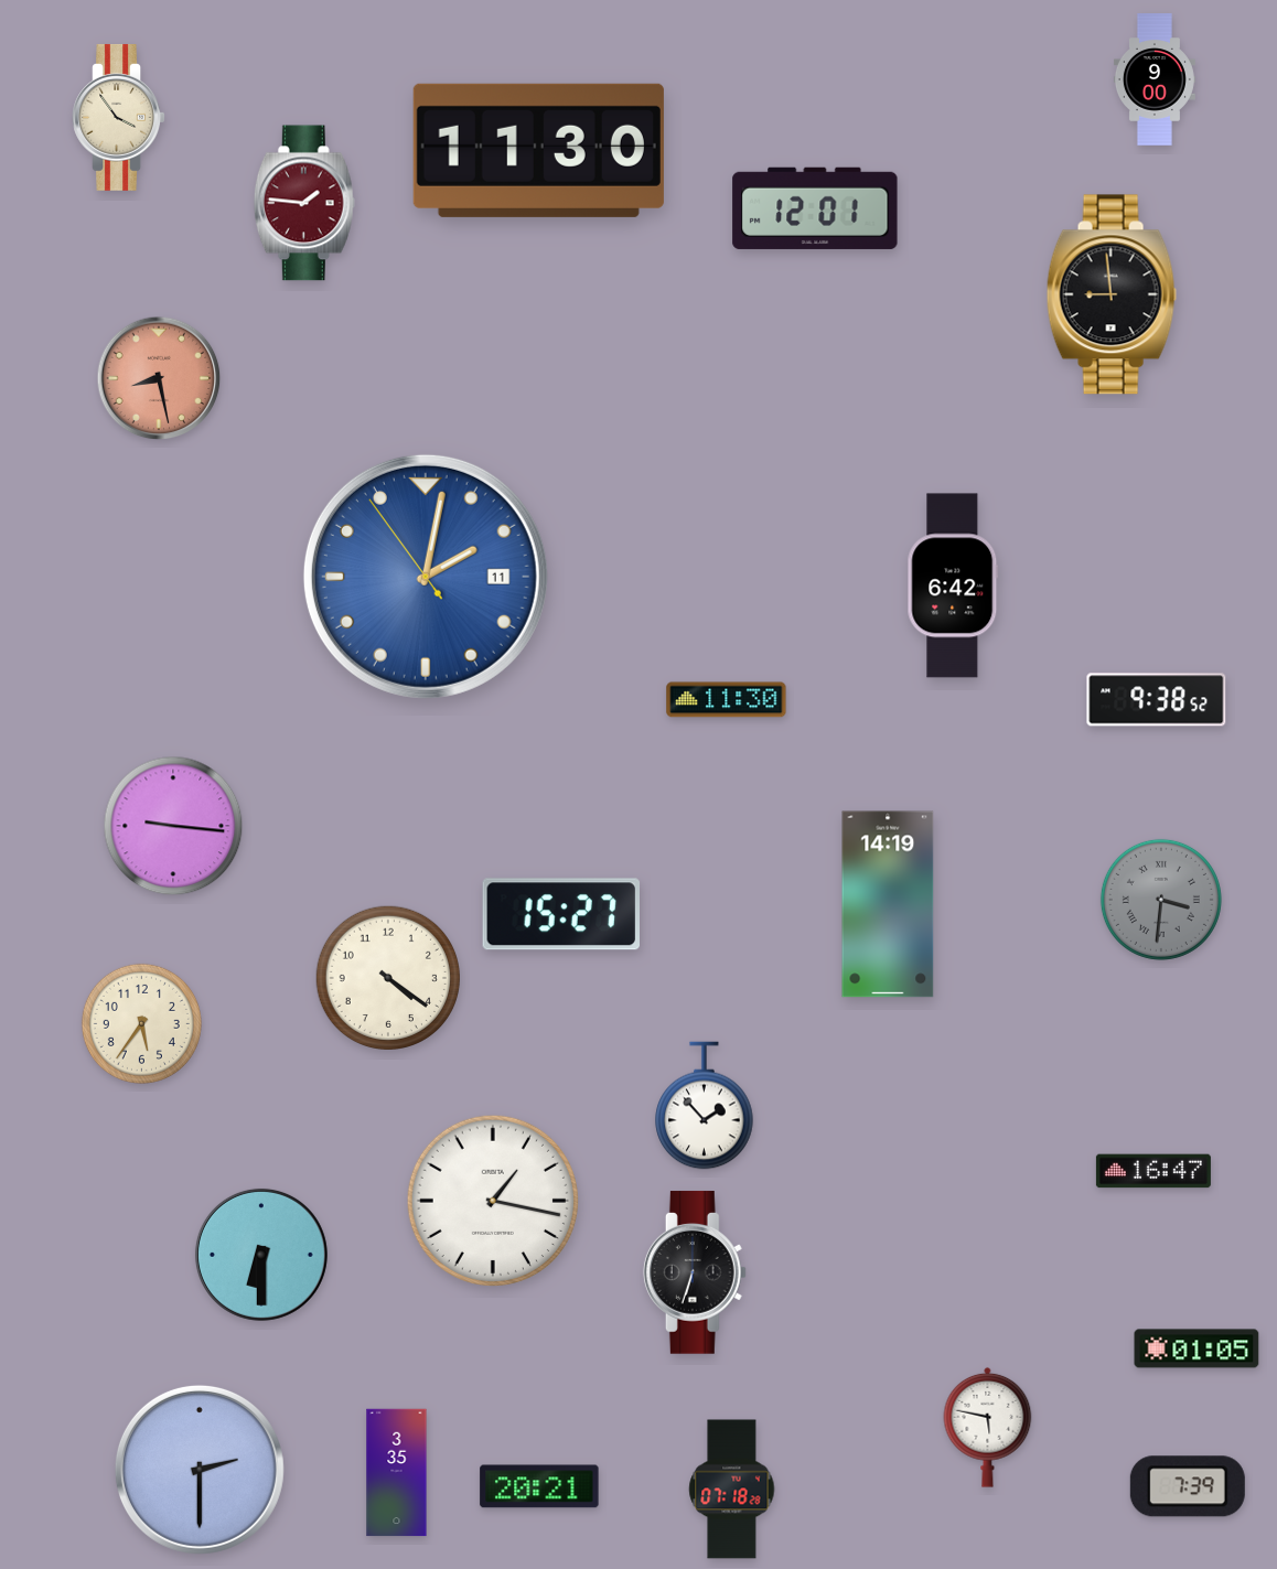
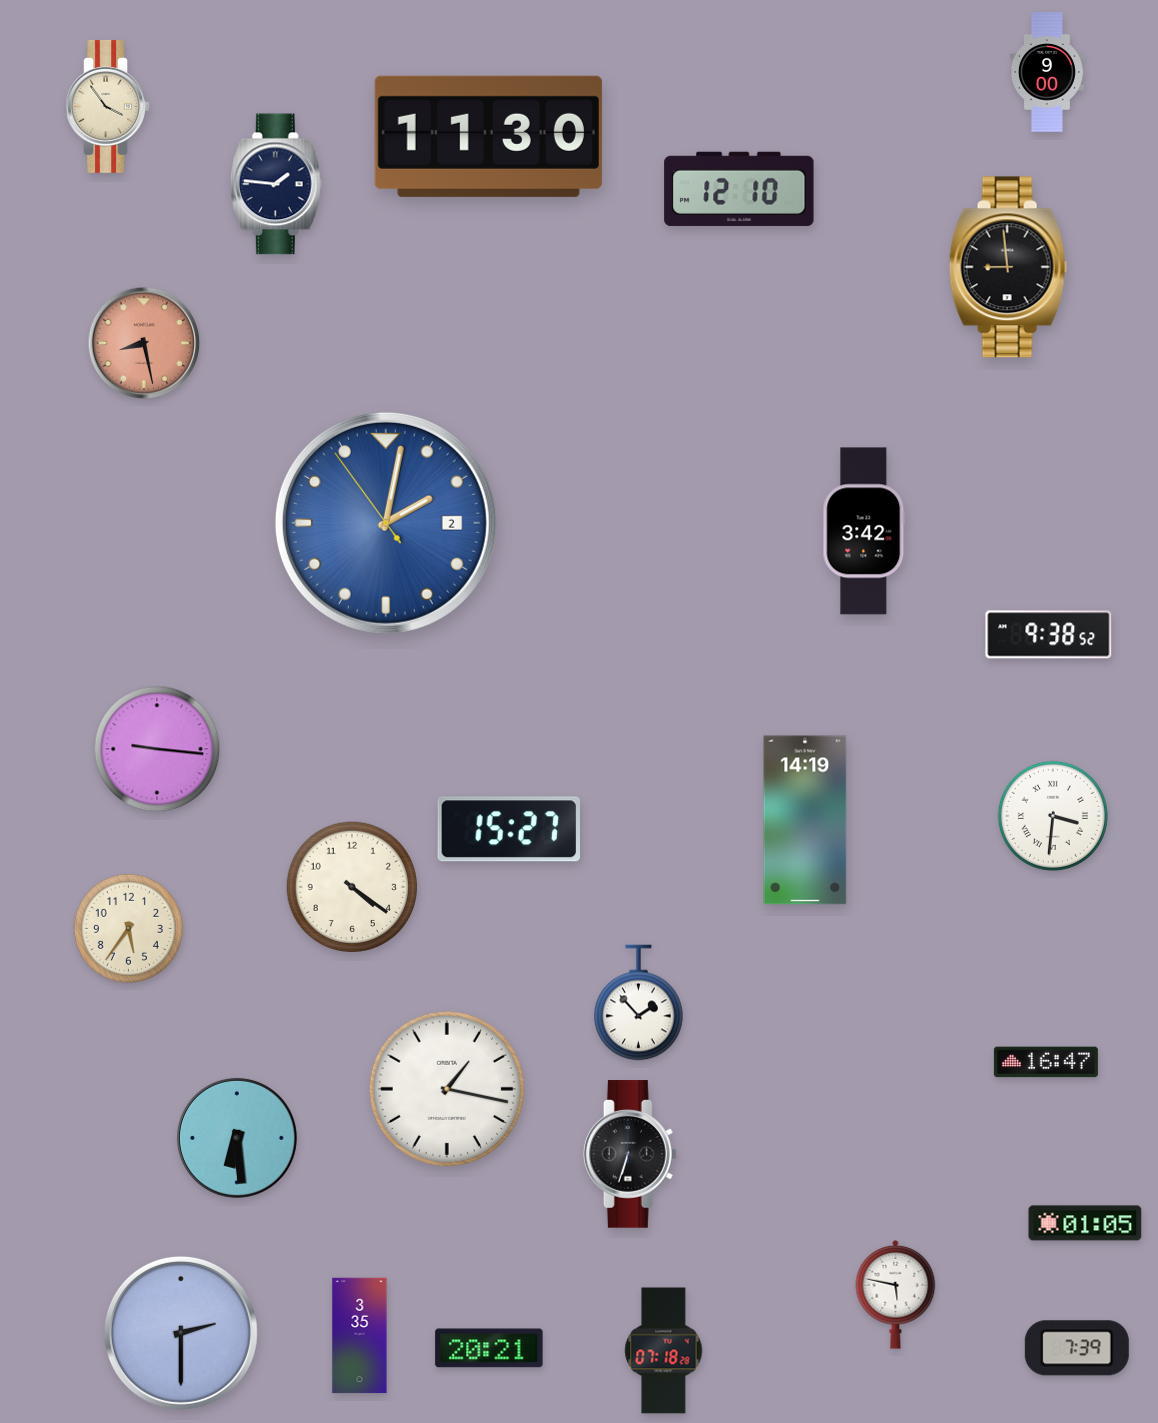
clock at (304, 203) dial: burgundy -> navy
clock at (815, 208): 12:01 -> 12:10
clock at (426, 577) date: 11 -> 2
clock at (953, 585): 6:42 -> 3:42
clock at (727, 700): 11:30 -> none
clock at (1161, 900) dial: grey -> white
clock at (261, 1255): 6:30 -> 6:29
